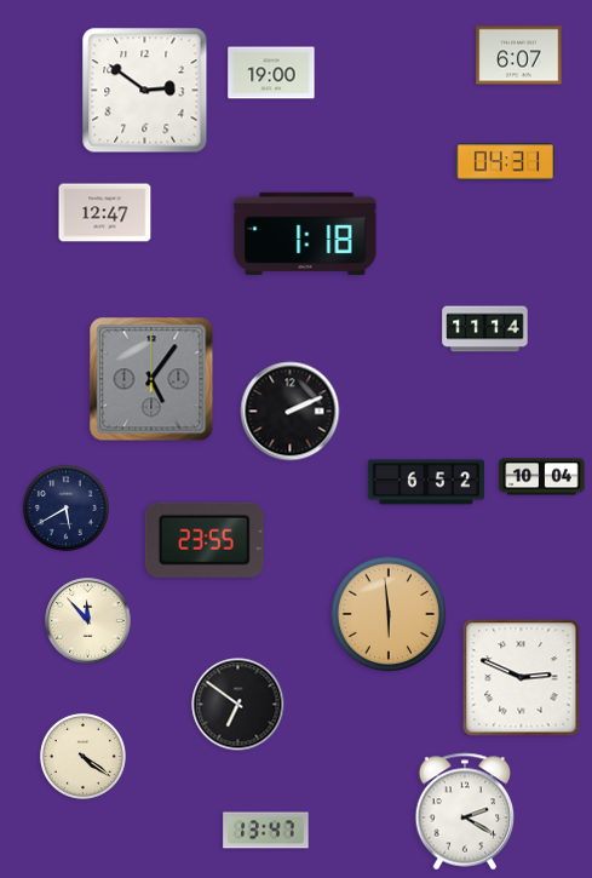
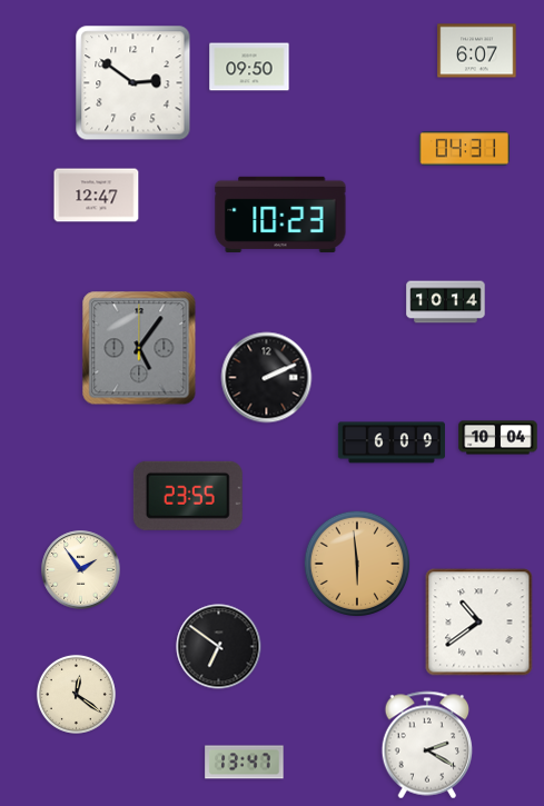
clock at (271, 73): 19:00 -> 09:50
clock at (305, 234): 1:18 -> 10:23
clock at (485, 329): 11:14 -> 10:14
clock at (426, 482): 6:52 -> 6:09
clock at (65, 507): 5:40 -> none
clock at (88, 621): 11:53 -> 1:54
clock at (522, 678): 2:49 -> 10:39
clock at (82, 756): 4:21 -> 12:21
